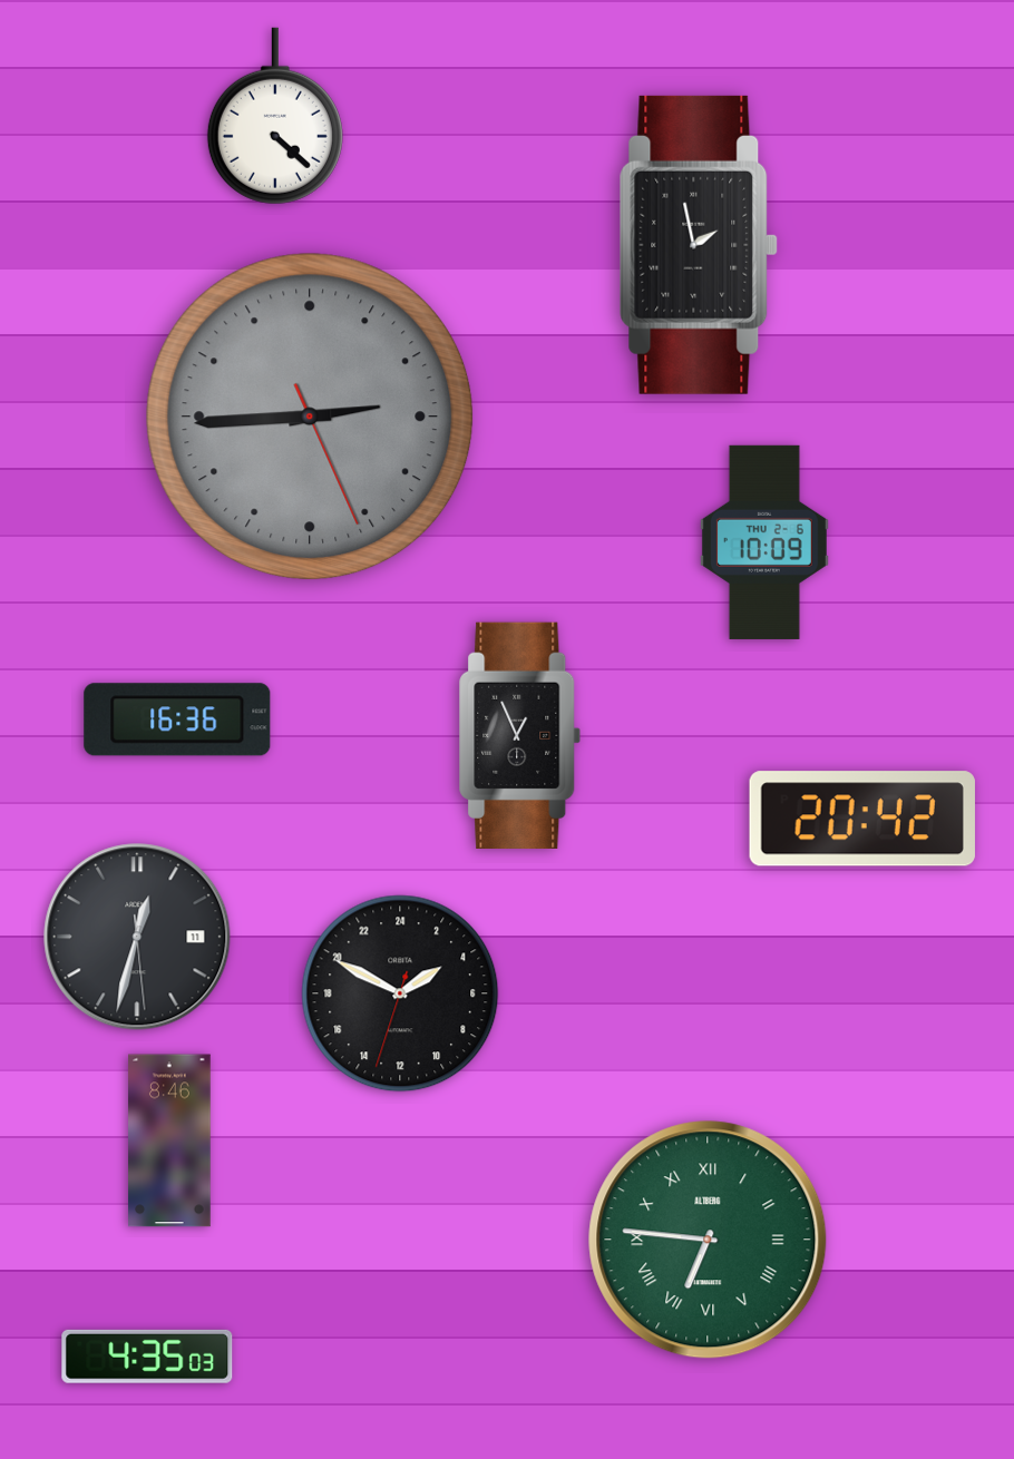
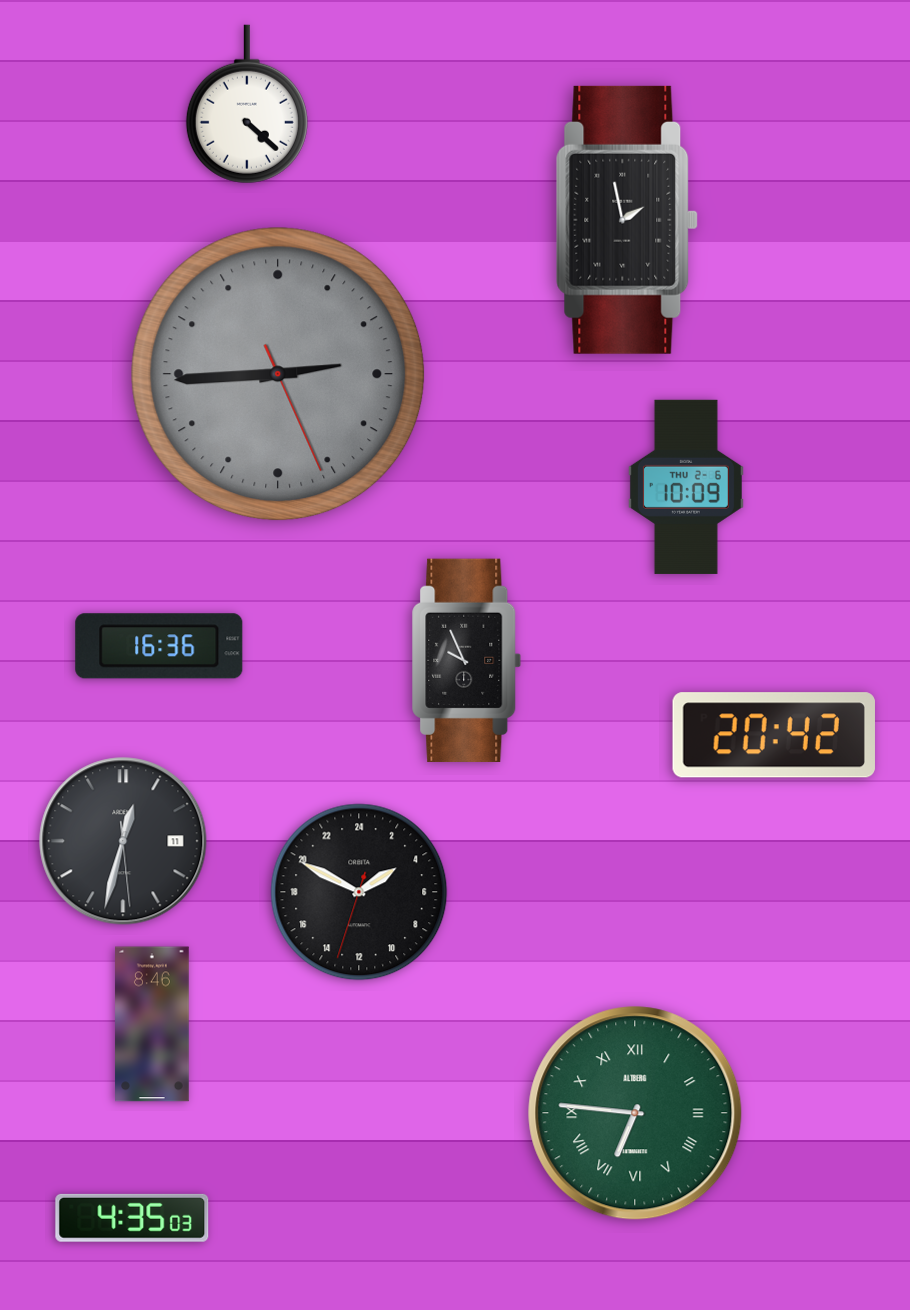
clock at (520, 735): 12:56 -> 9:56
